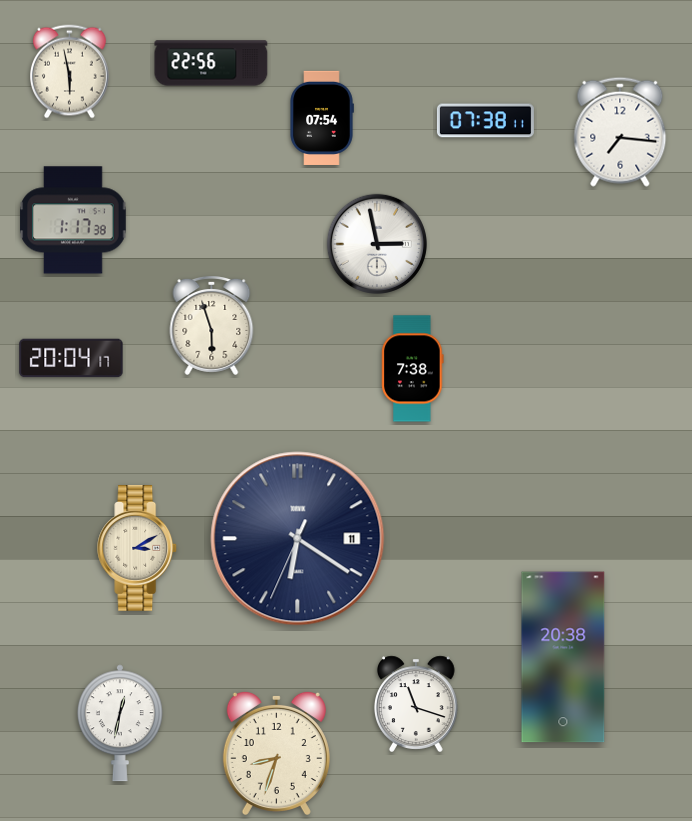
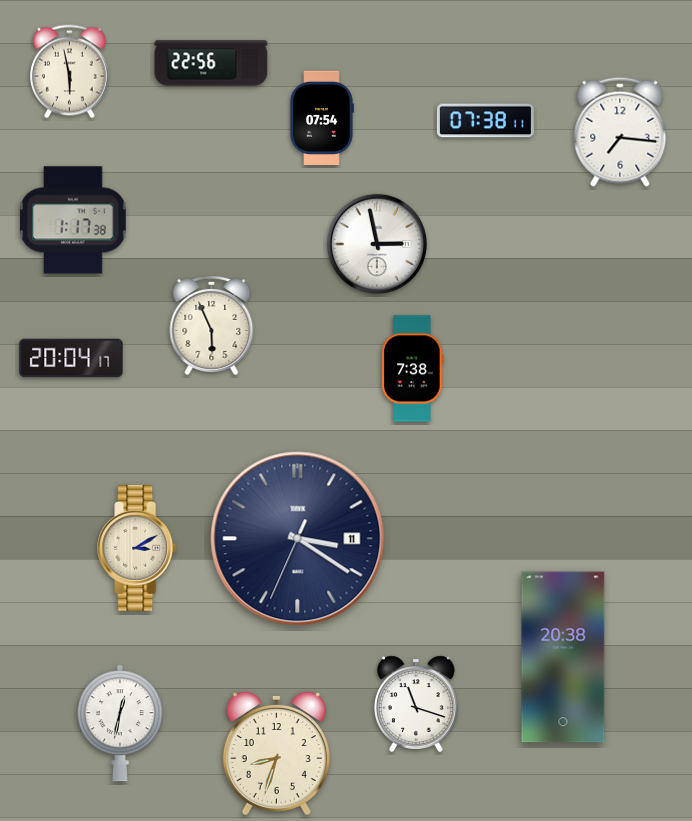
clock at (212, 326): 5:57 -> 5:56
clock at (298, 539): 6:20 -> 3:20
